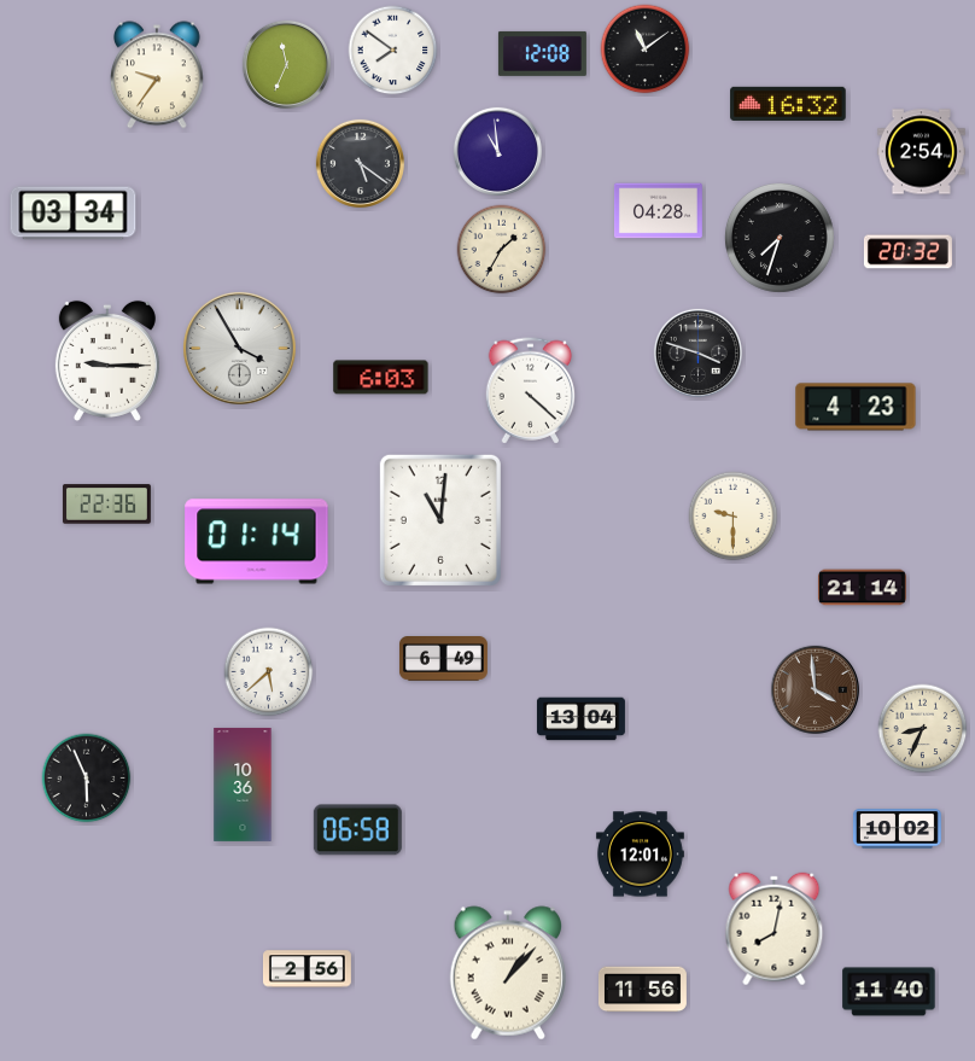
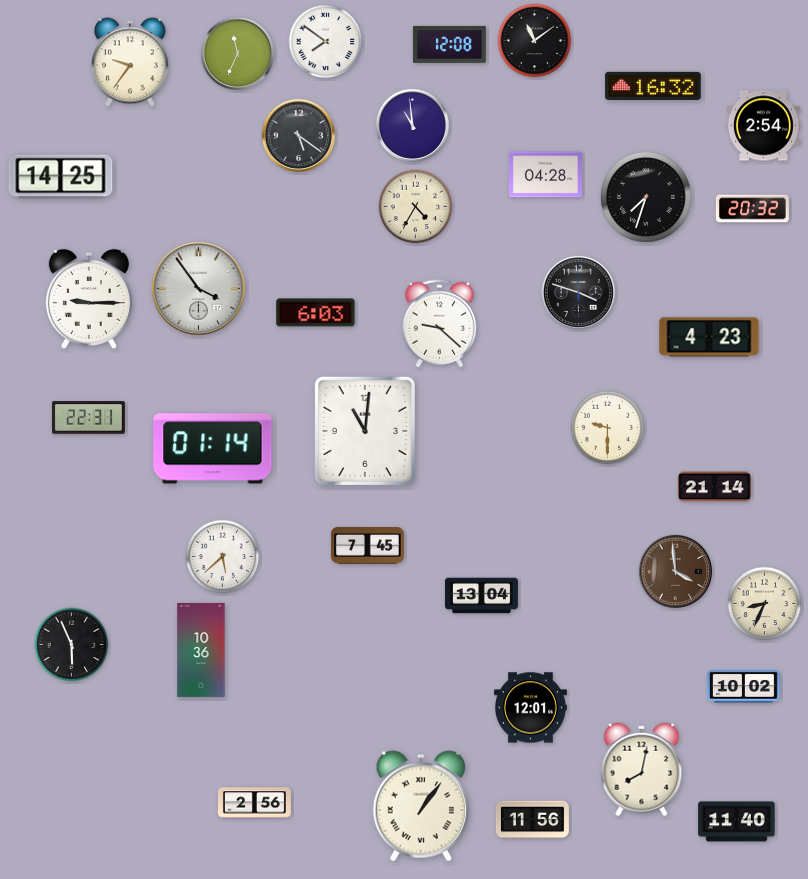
clock at (74, 214): 03:34 -> 14:25
clock at (502, 250): 1:35 -> 4:35
clock at (239, 348): 3:55 -> 3:54
clock at (531, 391): 4:22 -> 9:22
clock at (106, 505): 22:36 -> 22:31
clock at (443, 659): 6:49 -> 7:45
clock at (357, 830): 06:58 -> none
clock at (507, 973): 1:07 -> 1:06
